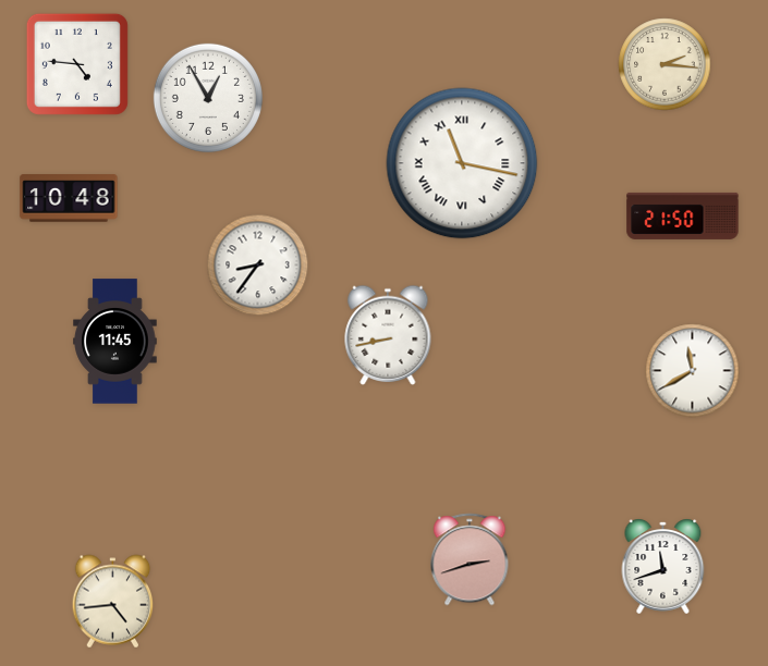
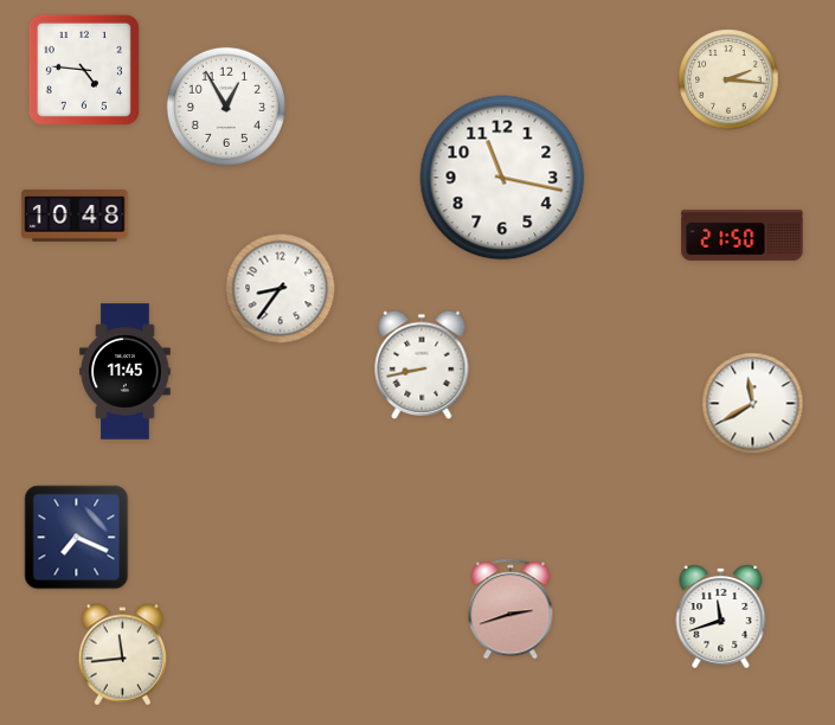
clock at (665, 64) position: (665, 64) -> (728, 79)
clock at (462, 163) numerals: Roman -> Arabic
clock at (77, 538): none -> 7:19
clock at (113, 602): 4:44 -> 11:44
